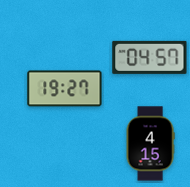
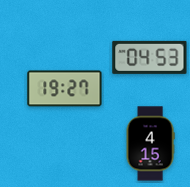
clock at (150, 57): 04:57 -> 04:53
